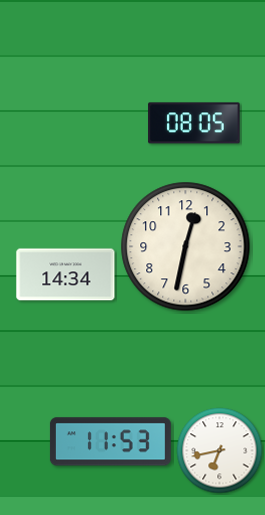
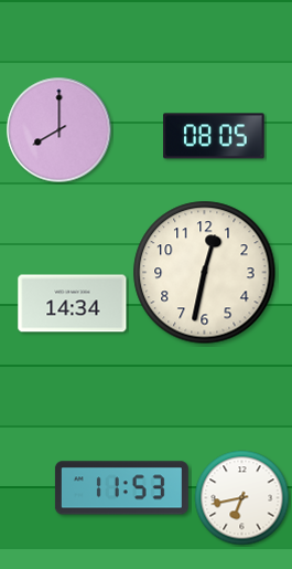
clock at (60, 130): none -> 8:00
